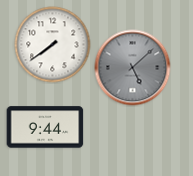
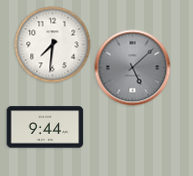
clock at (53, 45): 7:39 -> 7:31
